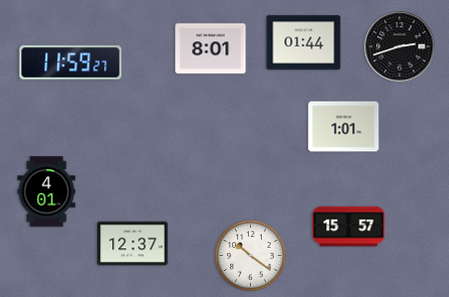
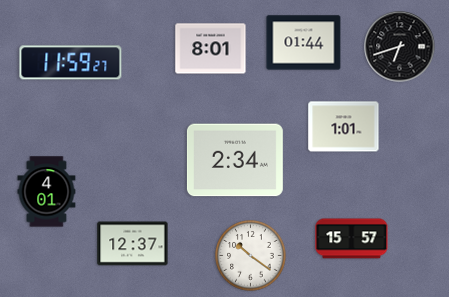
clock at (400, 47): 2:42 -> 6:42
clock at (235, 160): none -> 2:34
clock at (349, 227) position: (349, 227) -> (352, 239)
